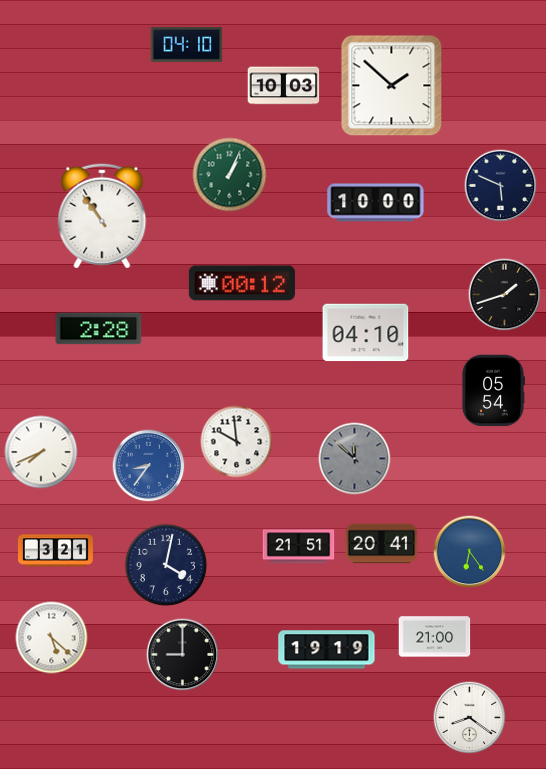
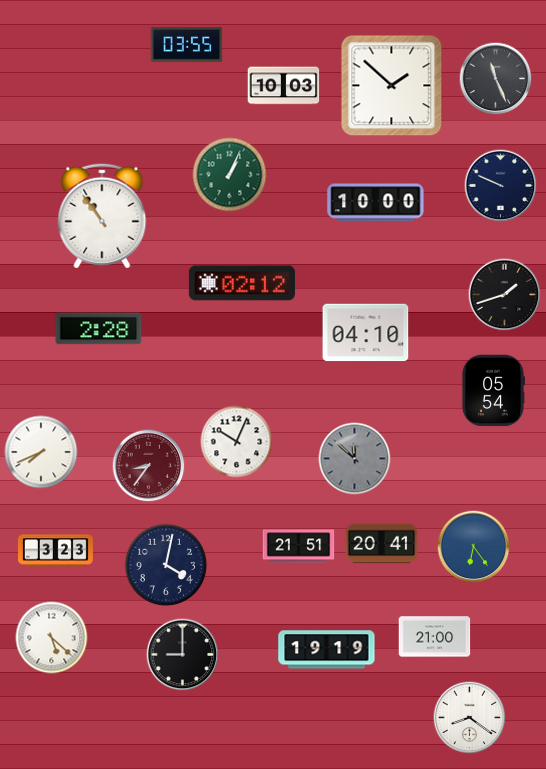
clock at (187, 45): 04:10 -> 03:55
clock at (496, 79): none -> 11:26
clock at (501, 186): 5:49 -> 9:49
clock at (242, 283): 00:12 -> 02:12
clock at (237, 442): 9:59 -> 10:04
clock at (149, 466) dial: blue -> burgundy
clock at (55, 551): 3:21 -> 3:23
clock at (470, 552) position: (470, 552) -> (474, 547)
